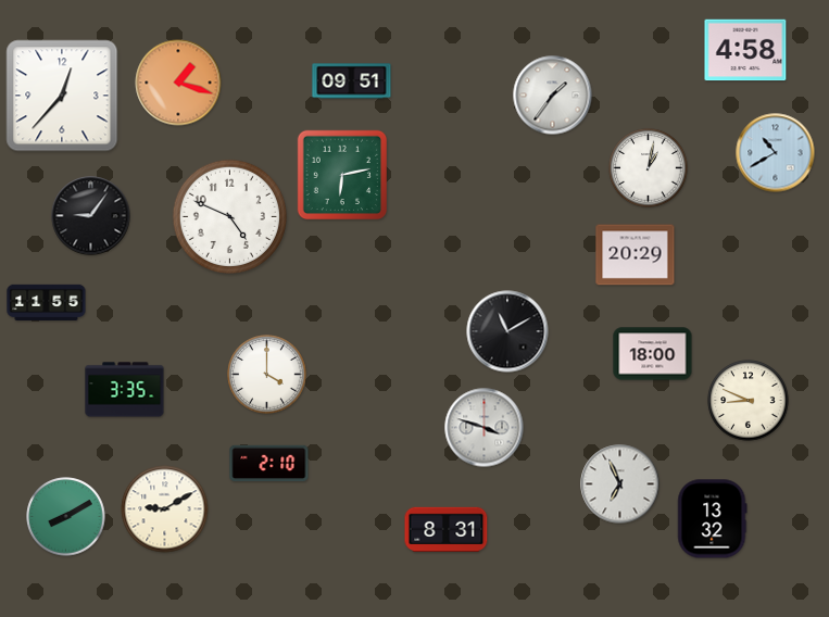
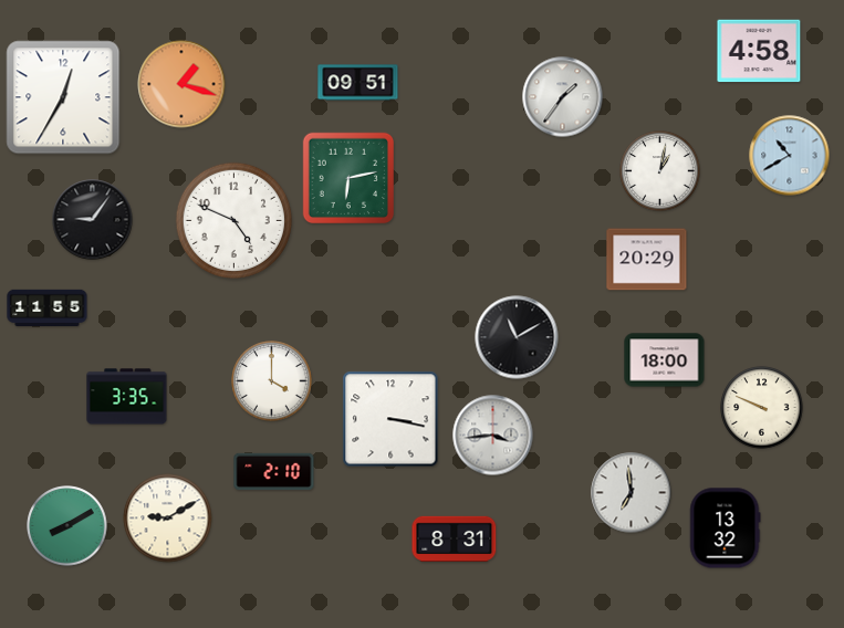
clock at (62, 96): 12:37 -> 12:35
clock at (749, 401): 8:49 -> 9:49
clock at (390, 419): none -> 3:17
clock at (485, 428): 3:48 -> 3:44
clock at (620, 484): 6:56 -> 6:59
